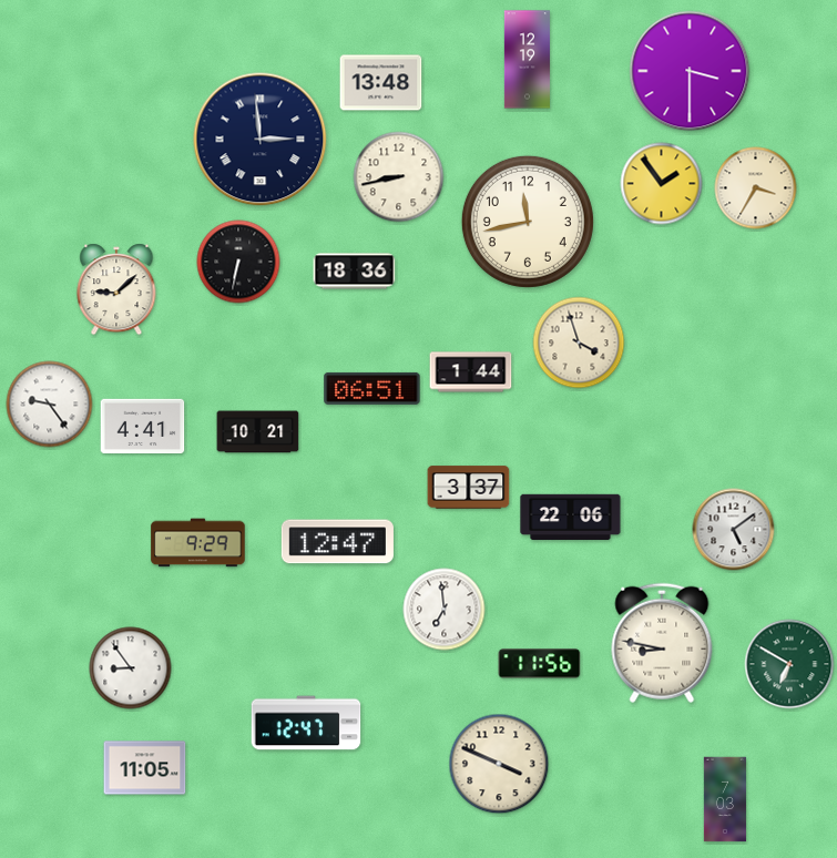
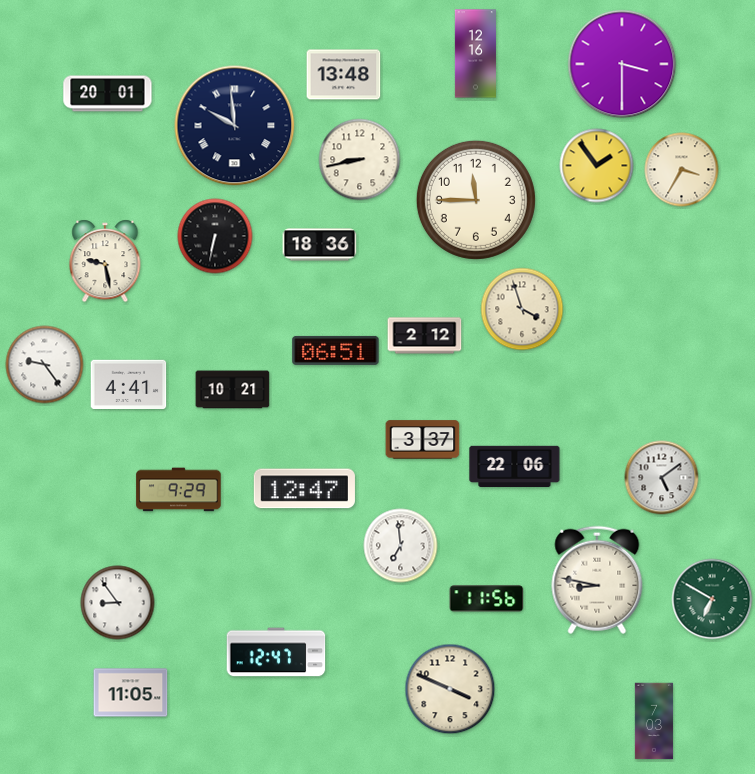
clock at (527, 60): 12:19 -> 12:16
clock at (108, 94): none -> 20:01
clock at (261, 140): 2:59 -> 9:59
clock at (528, 222): 11:43 -> 11:45
clock at (116, 289): 9:08 -> 9:28
clock at (471, 372): 1:44 -> 2:12
clock at (445, 610) position: (445, 610) -> (401, 546)
